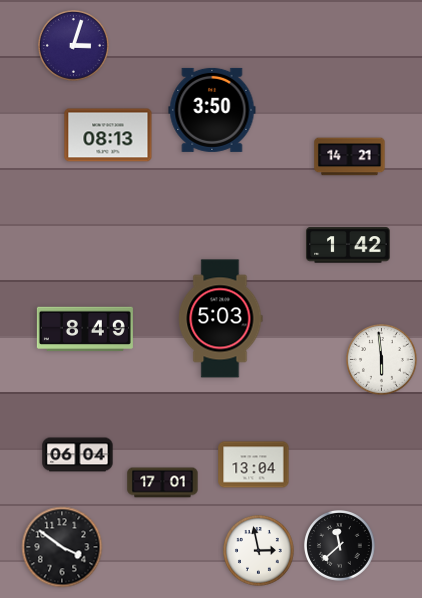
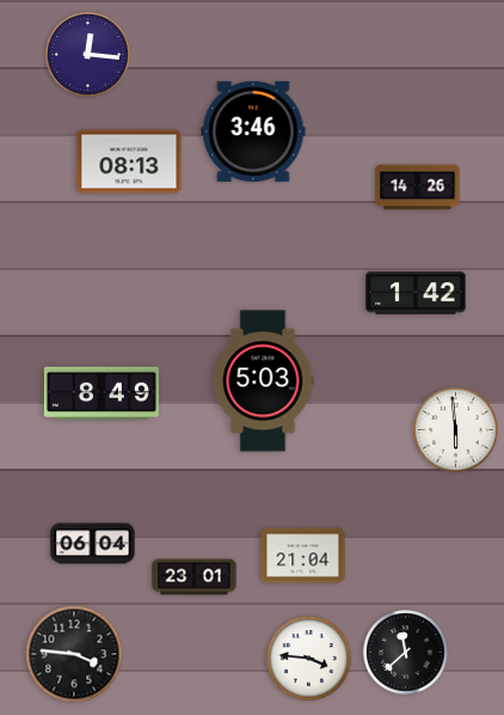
clock at (74, 46): 3:03 -> 12:16
clock at (212, 110): 3:50 -> 3:46
clock at (350, 157): 14:21 -> 14:26
clock at (254, 465): 13:04 -> 21:04
clock at (163, 483): 17:01 -> 23:01
clock at (62, 547): 3:51 -> 3:46
clock at (259, 551): 2:58 -> 3:46
